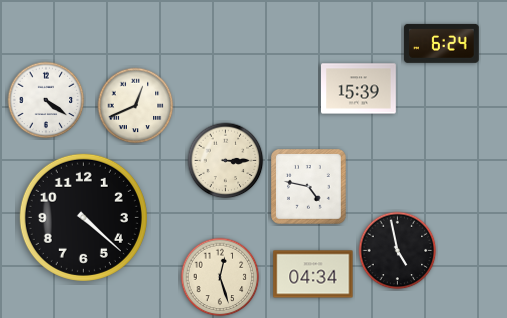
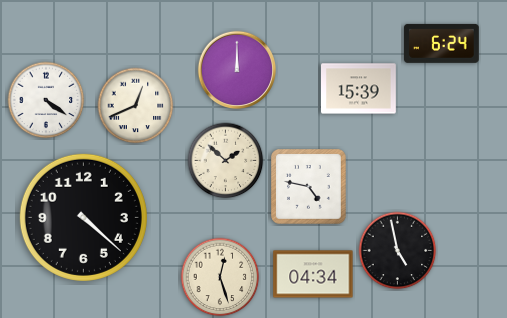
clock at (237, 70): none -> 12:00
clock at (226, 161): 3:15 -> 1:52
